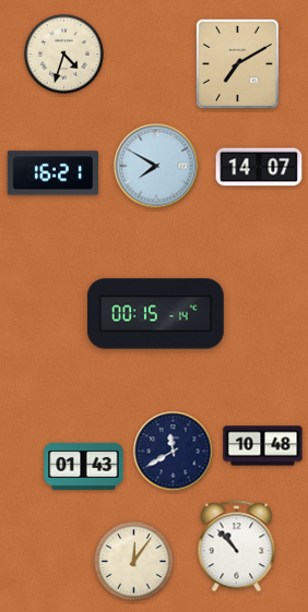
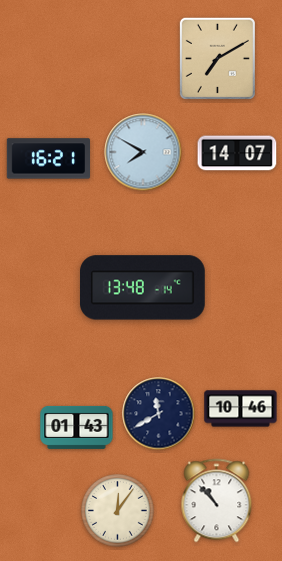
clock at (64, 55): 4:33 -> none
clock at (156, 314): 00:15 -> 13:48
clock at (263, 446): 10:48 -> 10:46
clock at (134, 562) position: (134, 562) -> (118, 511)
